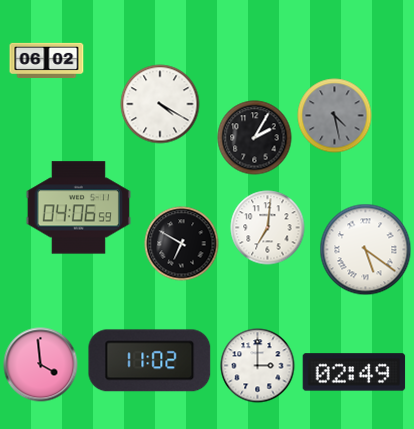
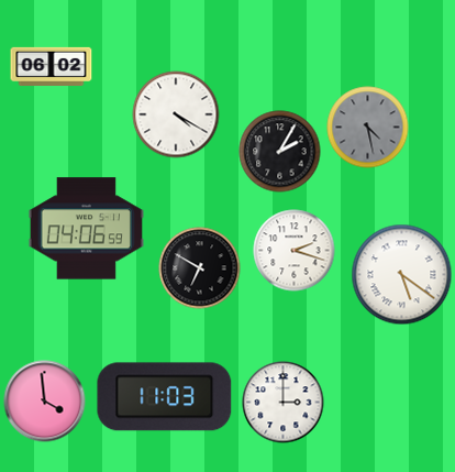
clock at (268, 228): 7:01 -> 2:18
clock at (150, 361): 11:02 -> 11:03
clock at (354, 372): 02:49 -> none
